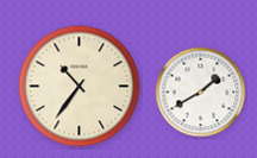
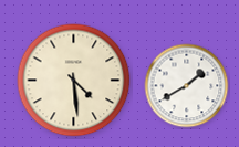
clock at (80, 87): 10:36 -> 4:29
